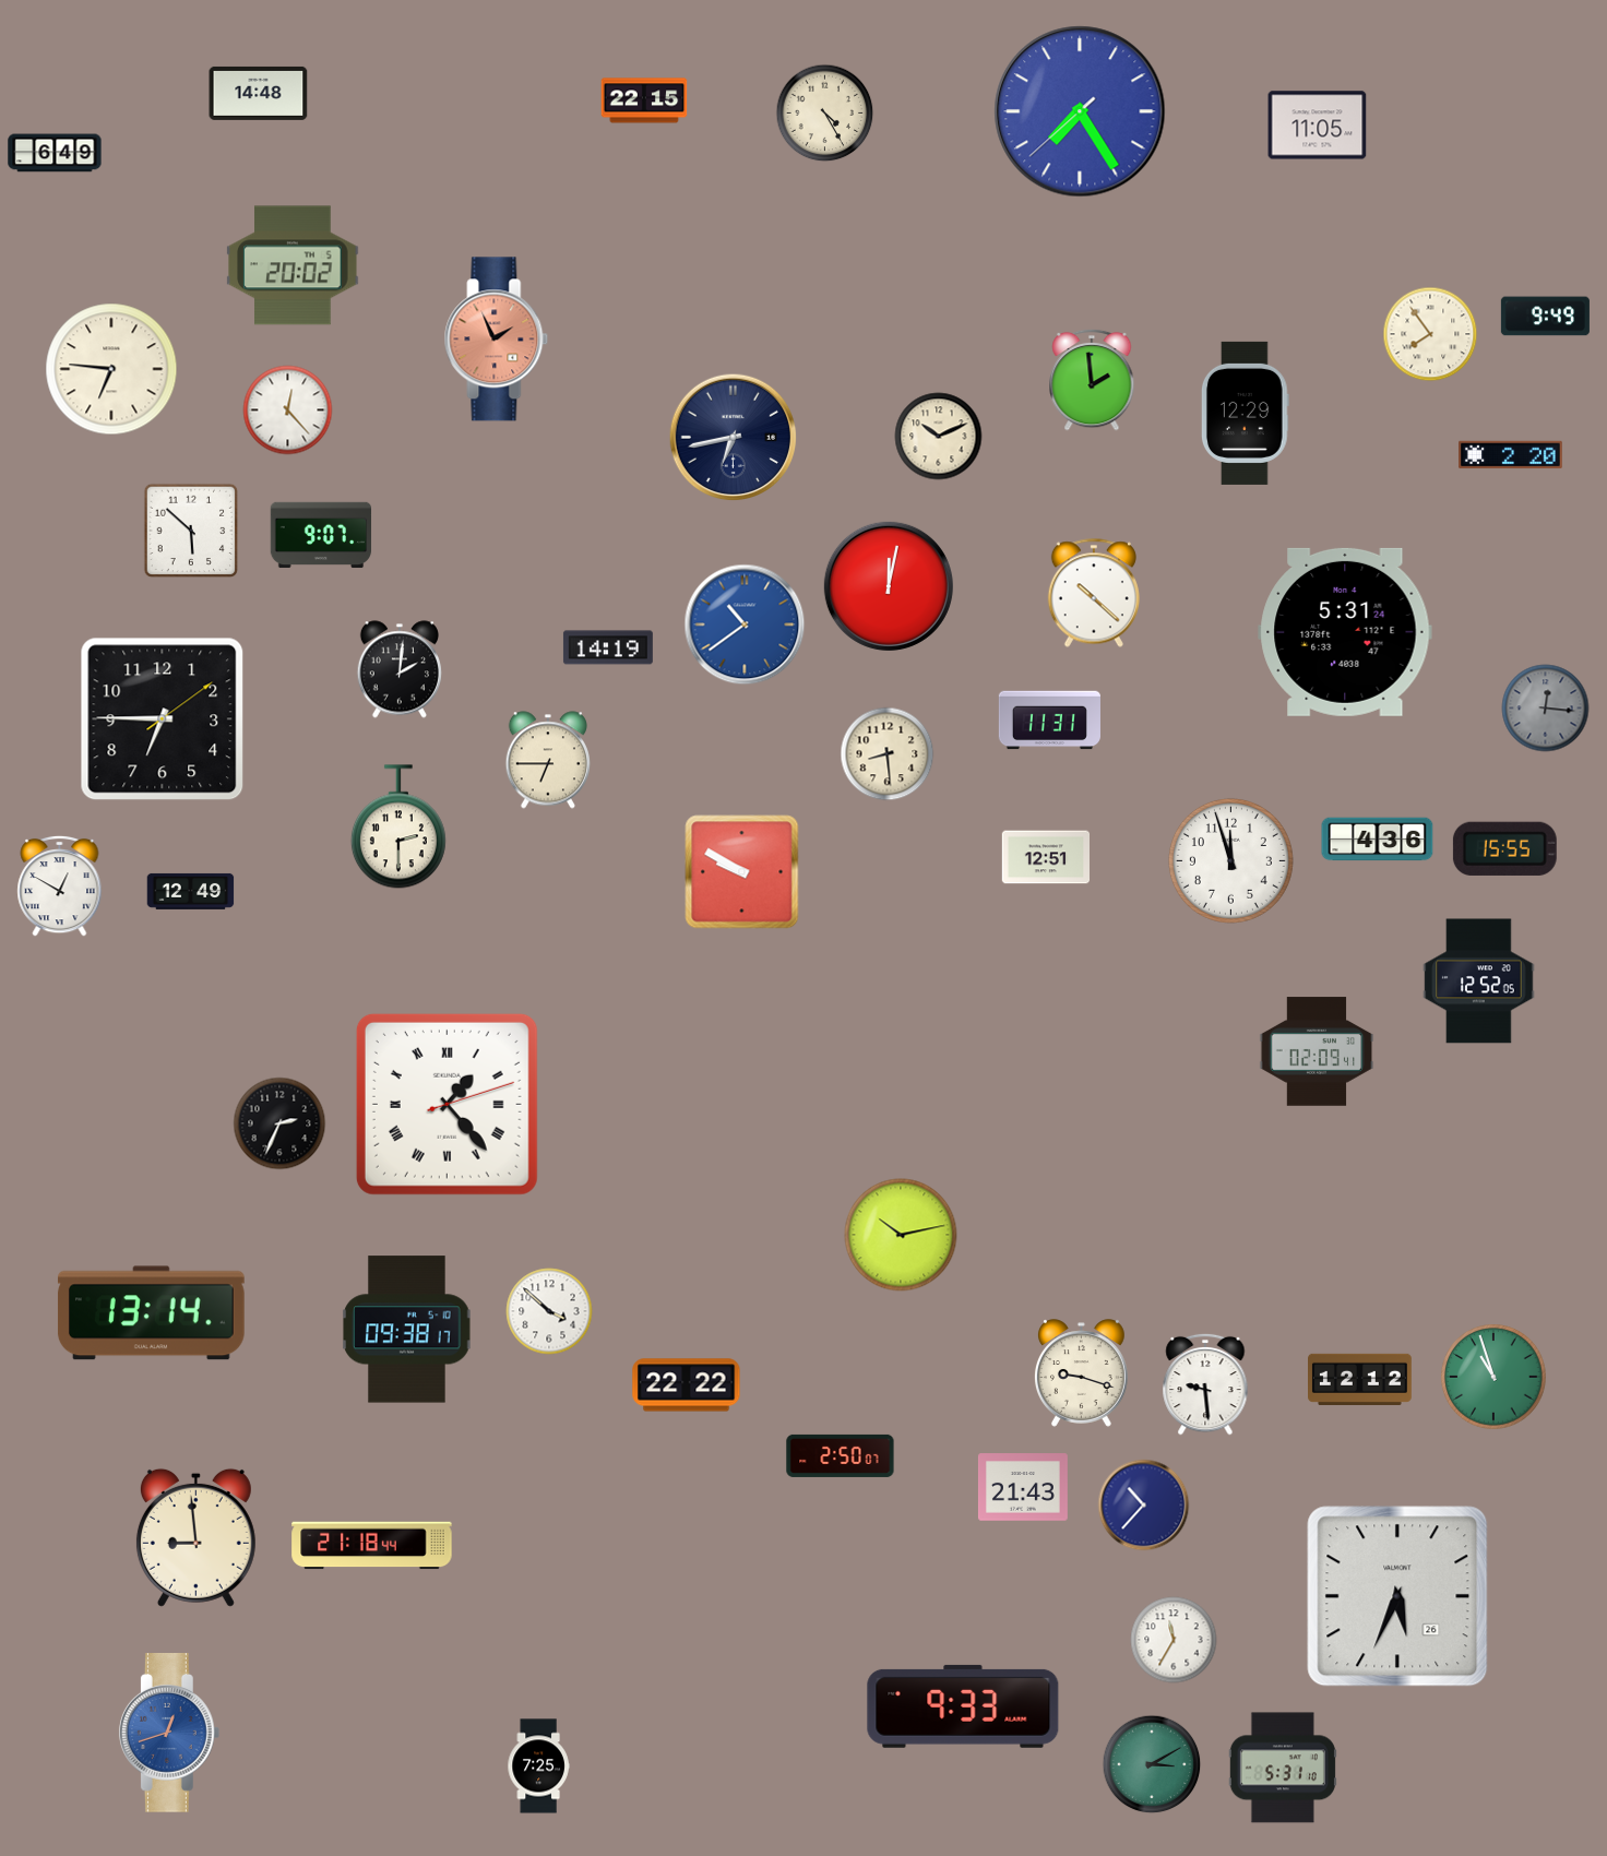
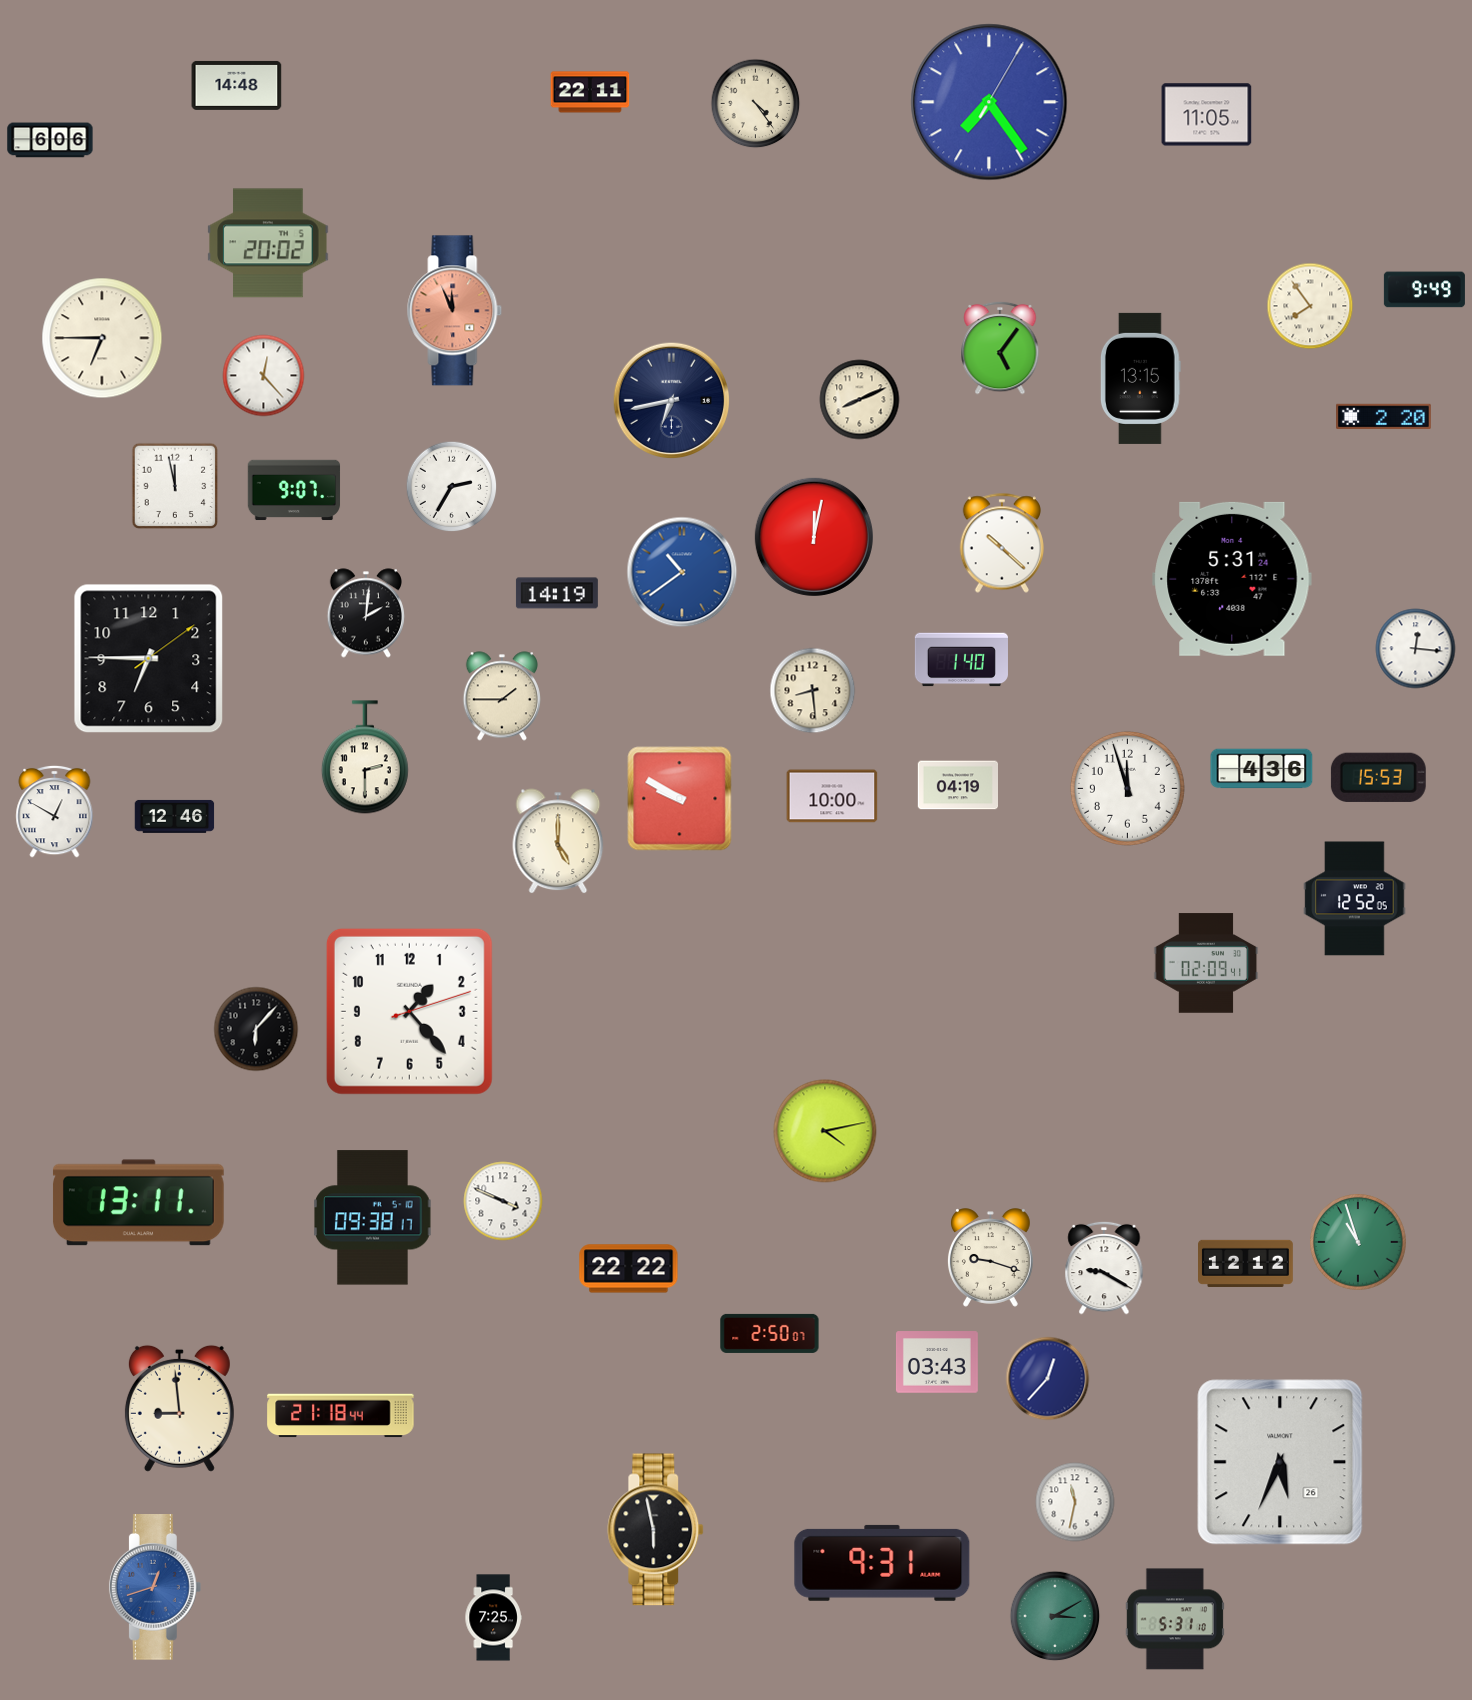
clock at (644, 100): 22:15 -> 22:11
clock at (1080, 111): 7:24:38 -> 7:24:05
clock at (825, 114): 4:25 -> 4:24
clock at (55, 153): 6:49 -> 6:06
clock at (1545, 317) position: (1545, 317) -> (1424, 290)
clock at (497, 340): 1:56 -> 11:56
clock at (111, 369): 6:46 -> 6:45
clock at (1092, 380): 1:59 -> 5:06
clock at (1245, 413): 12:29 -> 13:15
clock at (939, 437): 10:11 -> 8:11
clock at (191, 531): 5:52 -> 11:58
clock at (452, 487): none -> 2:35
clock at (1546, 709) dial: grey -> white
clock at (1049, 721): 11:31 -> 1:40
clock at (548, 760): 6:45 -> 1:45
clock at (1504, 848): 15:55 -> 15:53
clock at (1045, 857): 12:51 -> 04:19
clock at (832, 796): none -> 10:00
clock at (191, 891): 12:49 -> 12:46
clock at (558, 841): none -> 5:00
clock at (447, 1104) numerals: Roman -> Arabic
clock at (279, 1123): 2:34 -> 6:07
clock at (901, 1235): 10:13 -> 4:13
clock at (549, 1311): 3:52 -> 3:49
clock at (151, 1313): 13:14 -> 13:11
clock at (1493, 1377) position: (1493, 1377) -> (1358, 1242)
clock at (1205, 1384): 9:29 -> 9:20
clock at (1023, 1487): 21:43 -> 03:43
clock at (1144, 1506): 10:37 -> 12:37
clock at (1174, 1640): 11:35 -> 11:32
clock at (656, 1530): none -> 5:58
clock at (963, 1706): 9:33 -> 9:31
